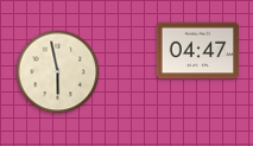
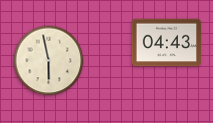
clock at (198, 51): 04:47 -> 04:43
